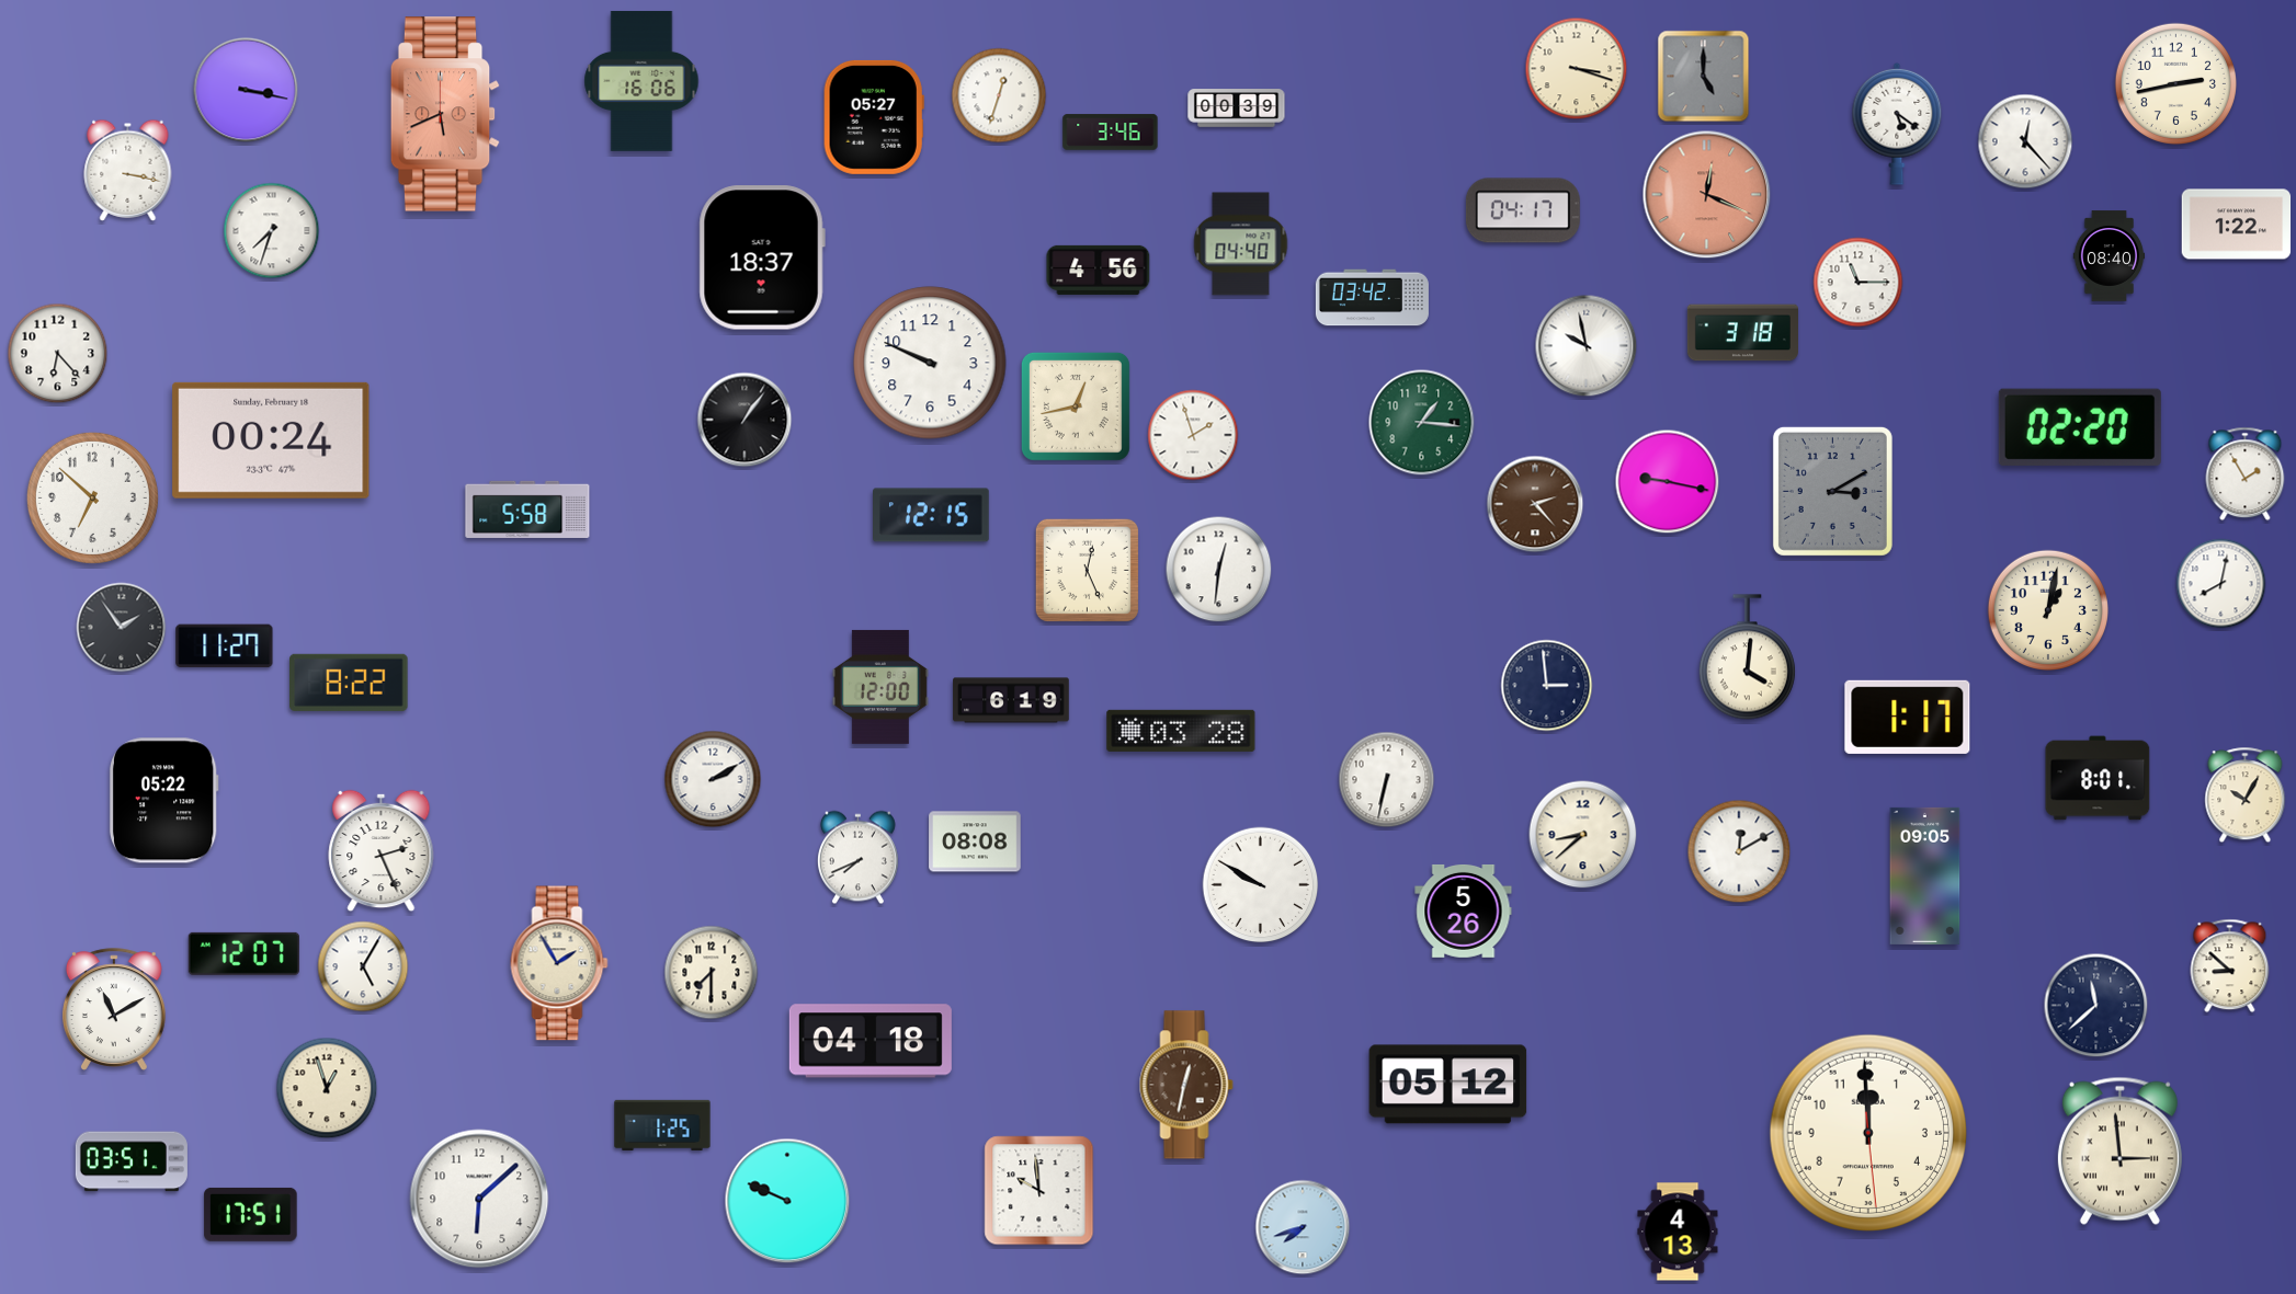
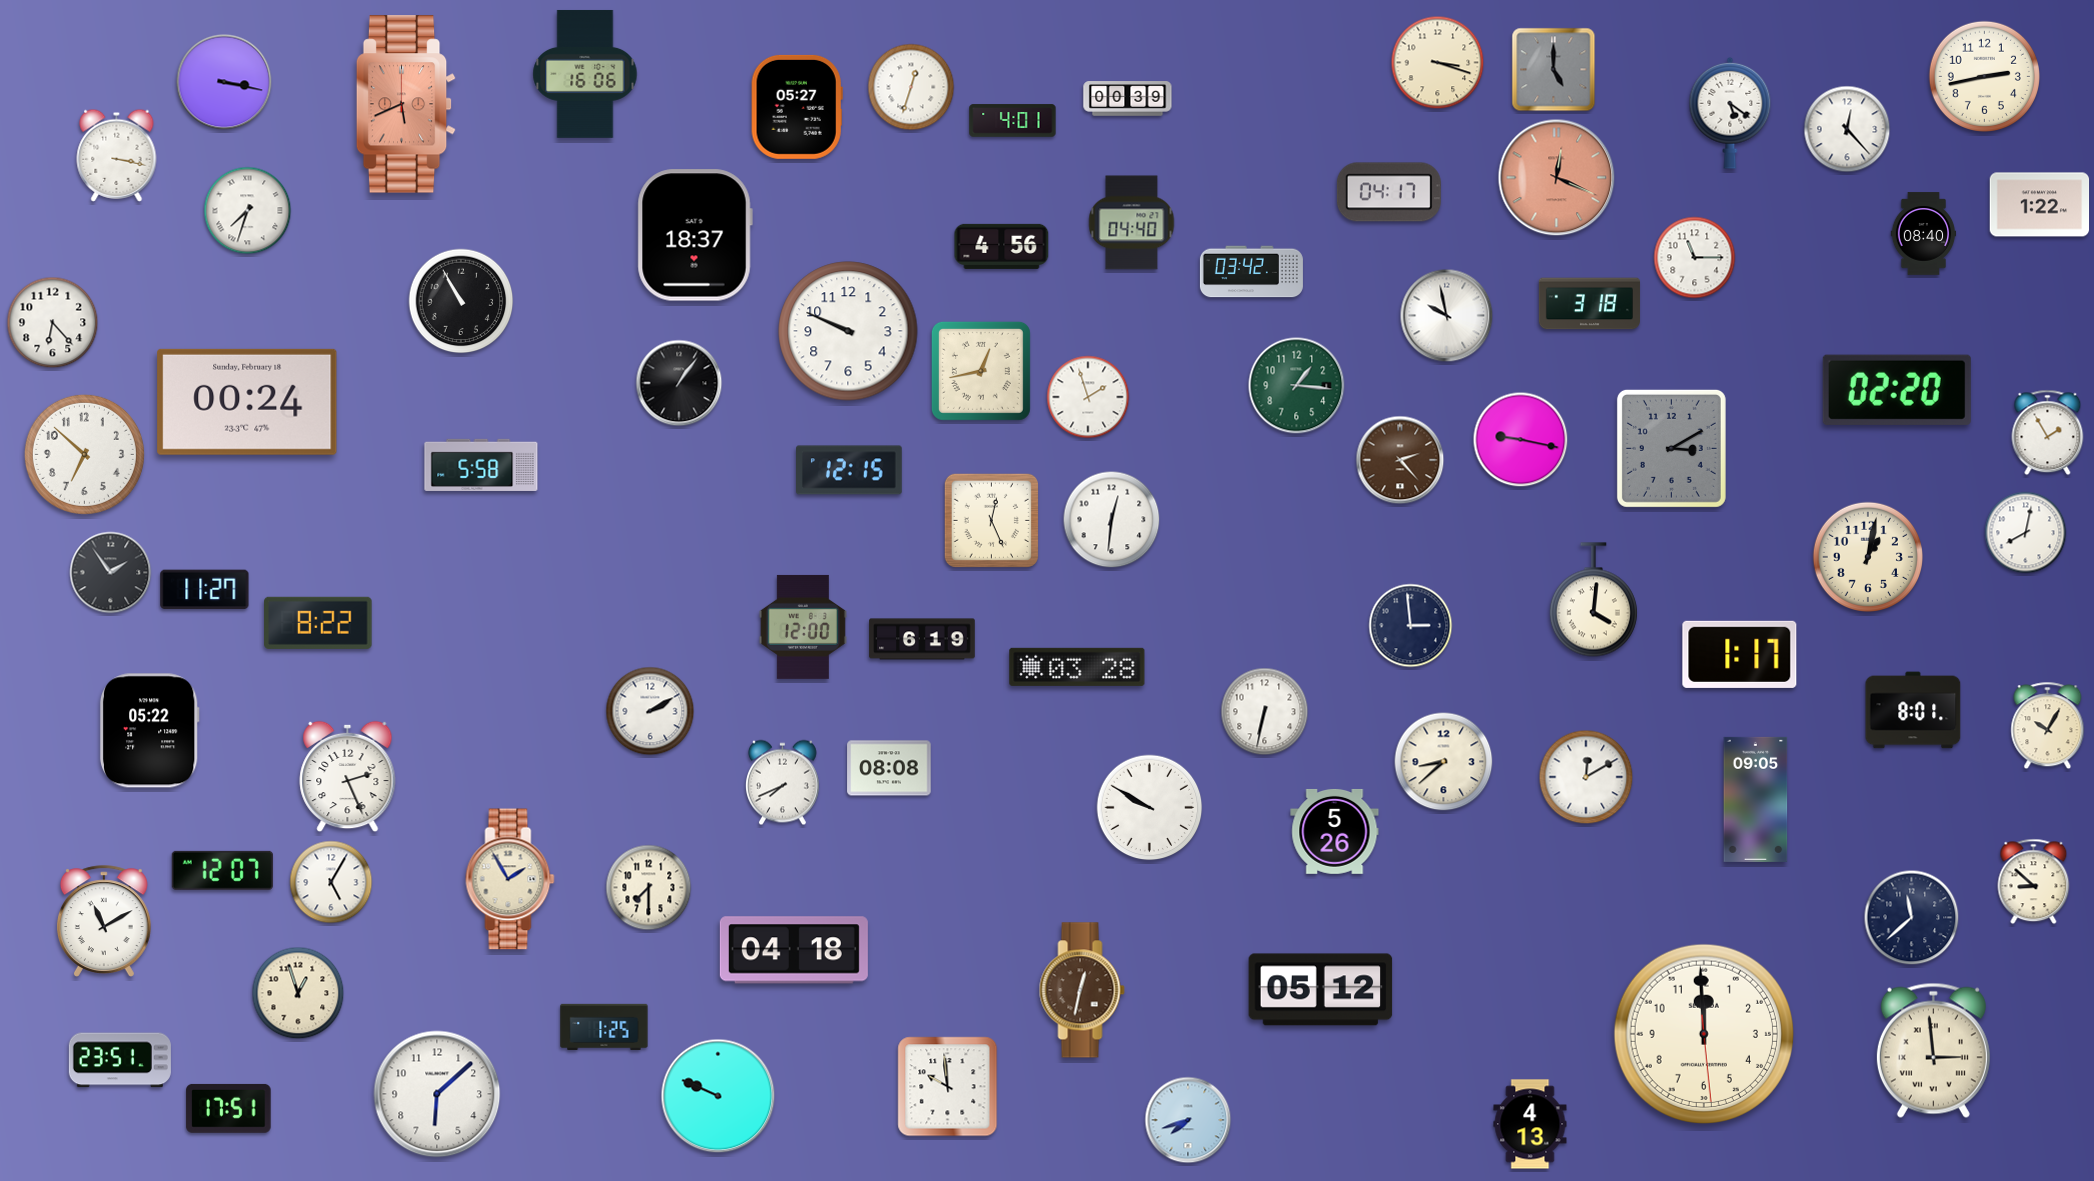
clock at (1111, 133): 3:46 -> 4:01
clock at (461, 301): none -> 10:55
clock at (132, 1161): 03:51 -> 23:51
